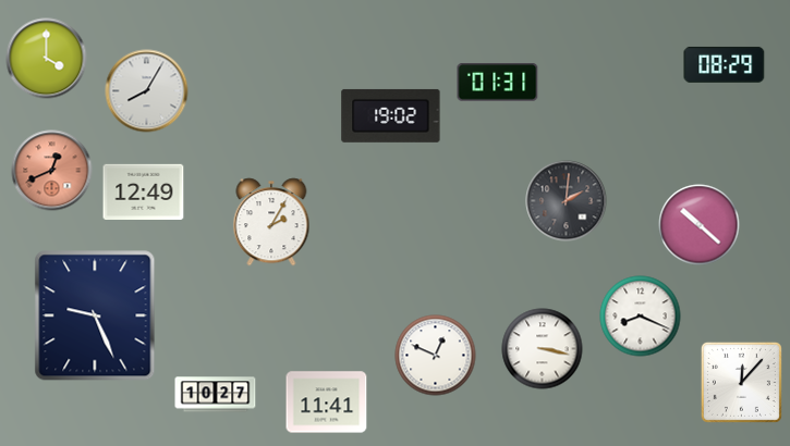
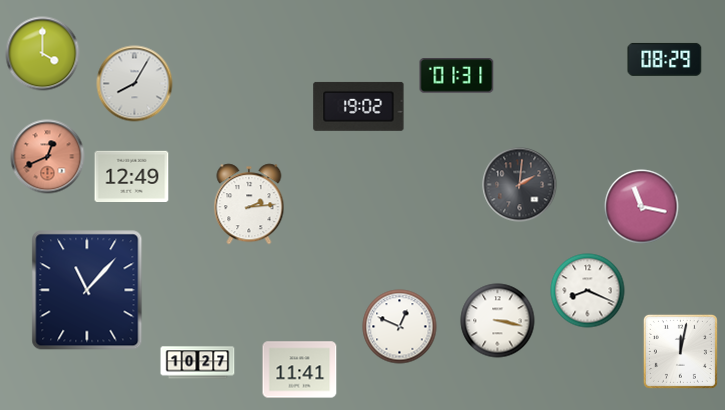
clock at (271, 222): 2:05 -> 2:14
clock at (700, 225): 10:22 -> 11:17
clock at (95, 315): 9:26 -> 11:07
clock at (741, 382): 12:07 -> 12:02
